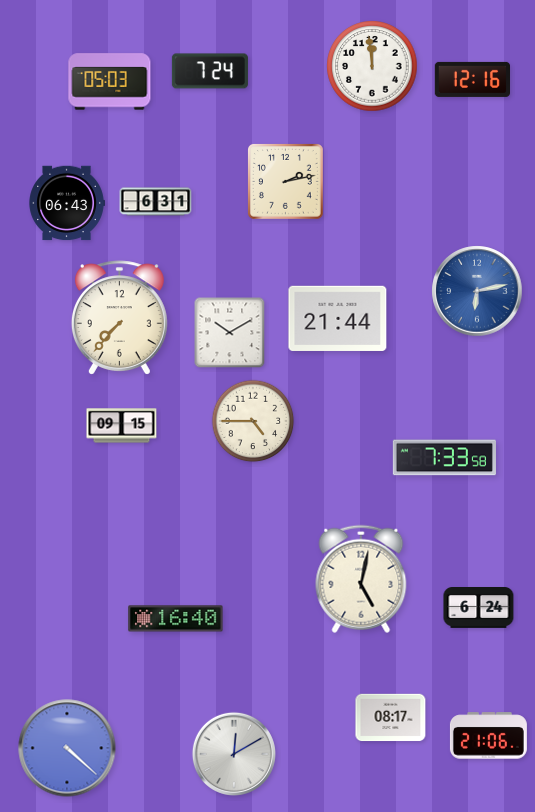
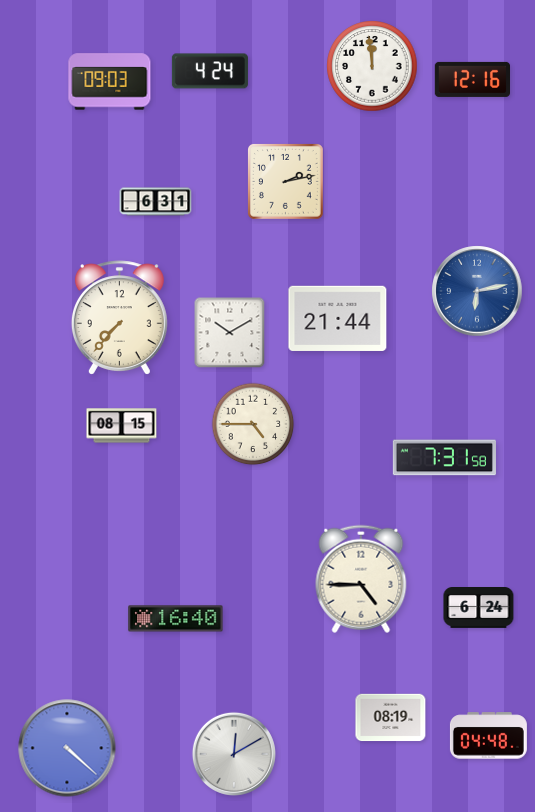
clock at (210, 71): 7:24 -> 4:24
clock at (110, 82): 05:03 -> 09:03
clock at (67, 203): 06:43 -> none
clock at (253, 421) position: (253, 421) -> (253, 424)
clock at (122, 426): 09:15 -> 08:15
clock at (444, 458): 7:33 -> 7:31
clock at (361, 579): 5:02 -> 4:45
clock at (391, 718): 08:17 -> 08:19
clock at (488, 736): 21:06 -> 04:48
